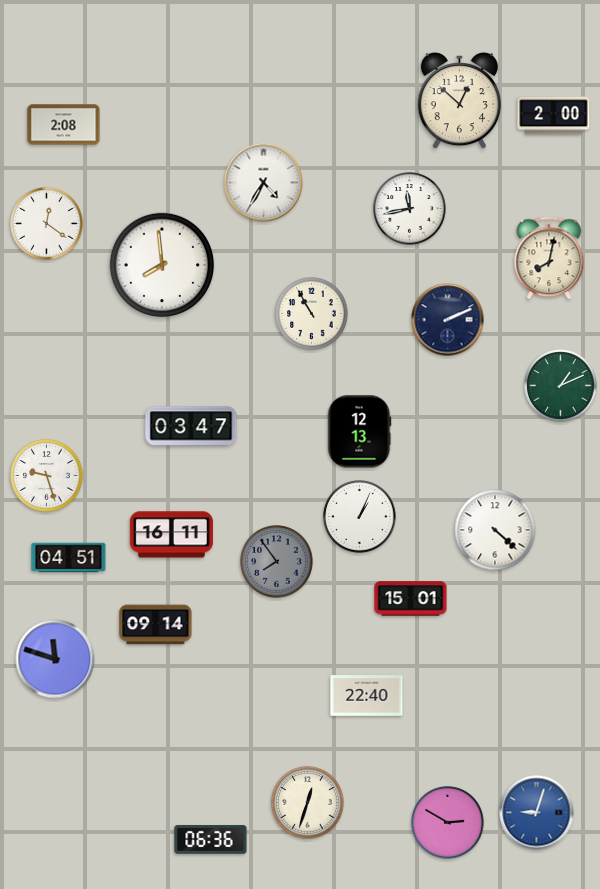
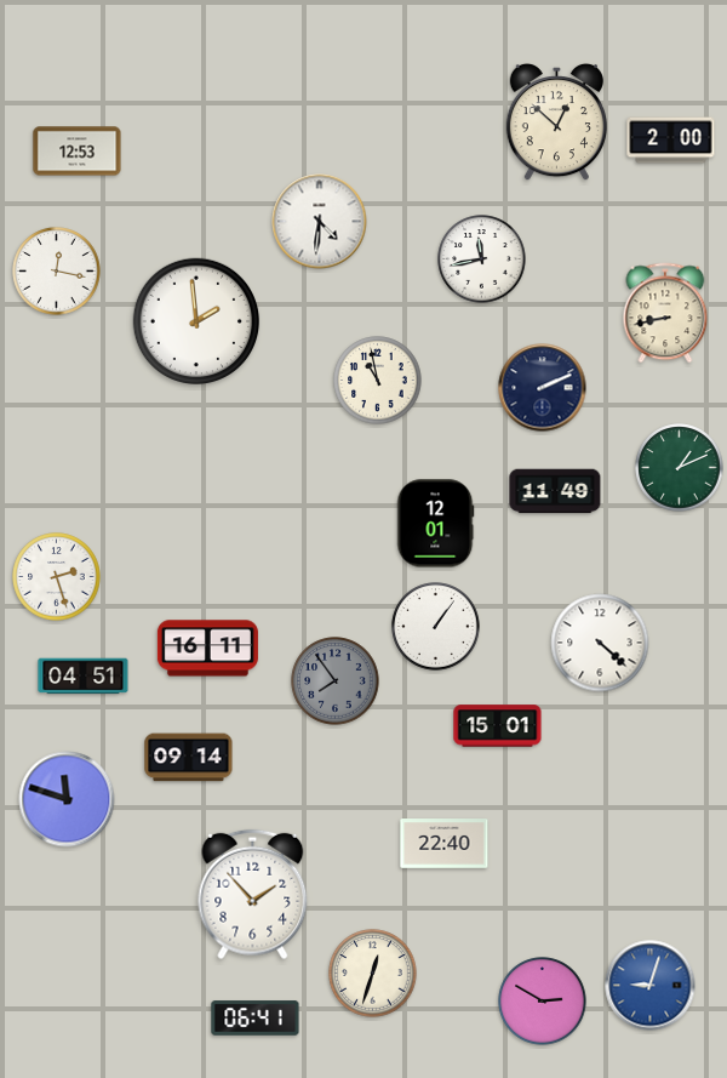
clock at (64, 125): 2:08 -> 12:53
clock at (264, 183): 4:35 -> 4:31
clock at (410, 209) position: (410, 209) -> (482, 259)
clock at (47, 224): 12:21 -> 12:17
clock at (549, 258): 8:02 -> 8:43
clock at (162, 265): 7:59 -> 1:59
clock at (312, 314): 10:55 -> 10:58
clock at (555, 491): none -> 11:49
clock at (191, 426): 03:47 -> none
clock at (360, 432): 12:13 -> 12:01
clock at (47, 476): 9:27 -> 2:27
clock at (360, 517): 1:04 -> 1:06
clock at (253, 895): none -> 1:53
clock at (448, 823) position: (448, 823) -> (543, 1002)
clock at (211, 840): 06:36 -> 06:41
